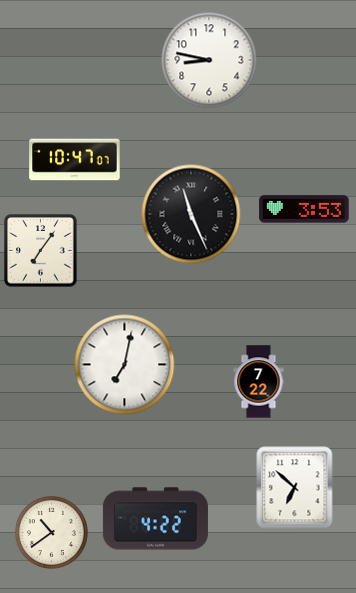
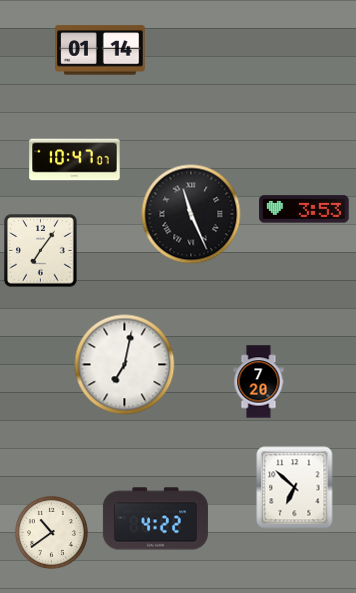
clock at (100, 50): none -> 01:14
clock at (209, 60): 8:47 -> none
clock at (259, 382): 7:22 -> 7:20
